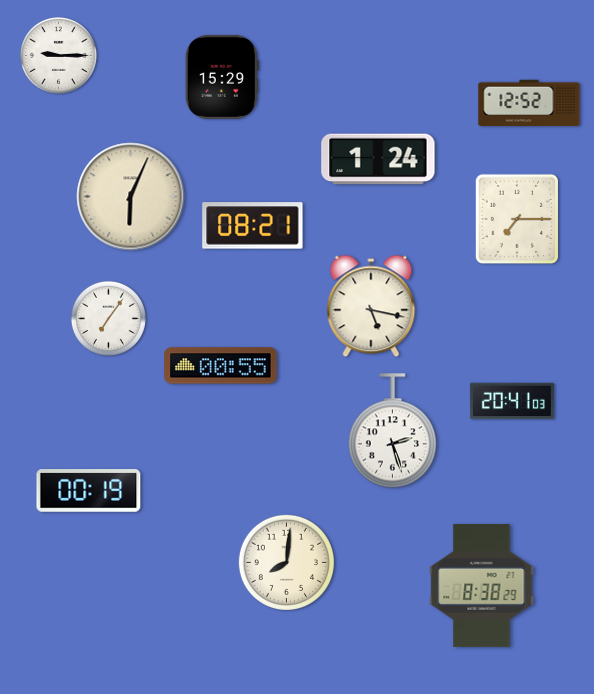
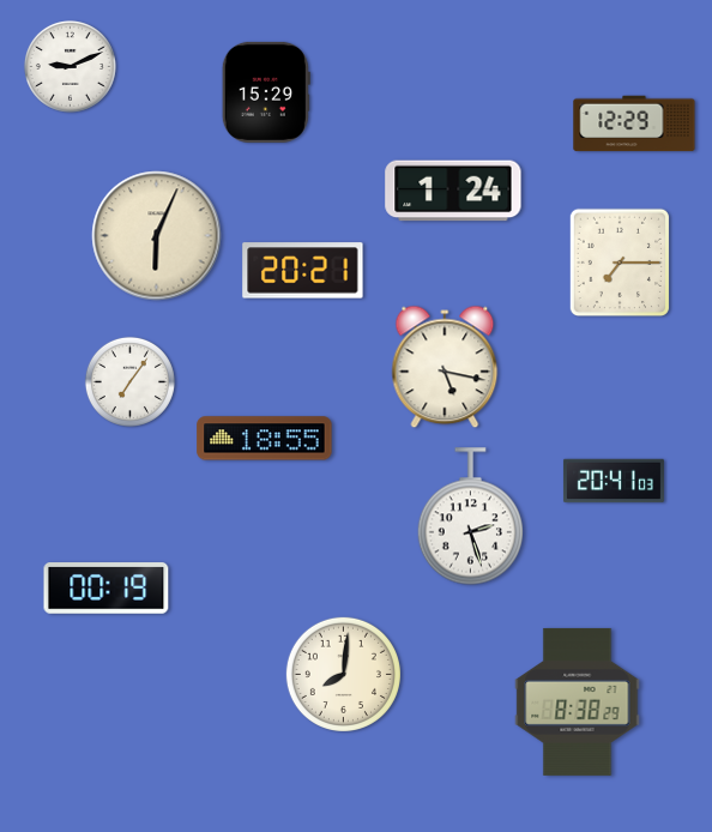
clock at (58, 55): 9:15 -> 9:11
clock at (529, 103): 12:52 -> 12:29
clock at (253, 226): 08:21 -> 20:21
clock at (221, 366): 00:55 -> 18:55
